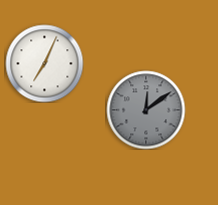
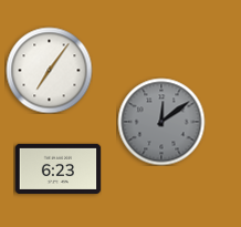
clock at (44, 63): 7:04 -> 7:06
clock at (57, 168): none -> 6:23
